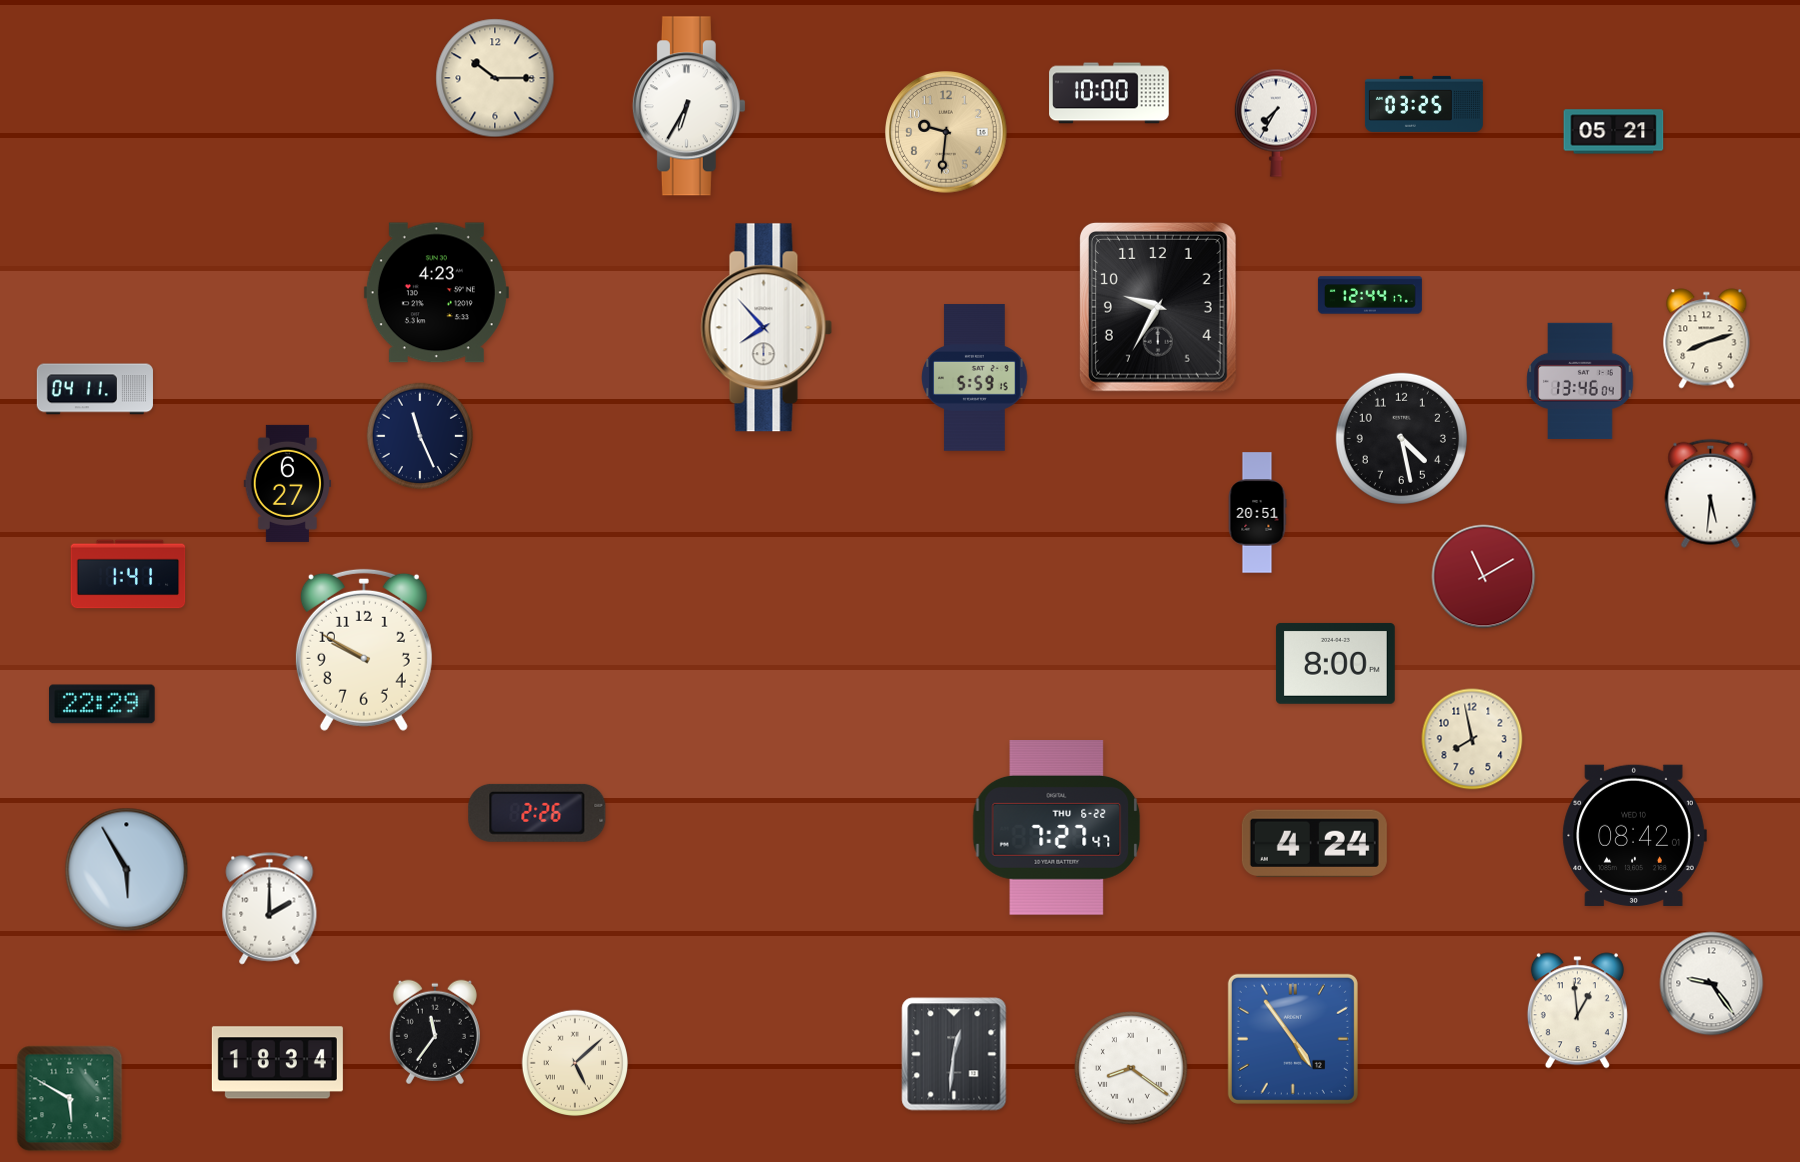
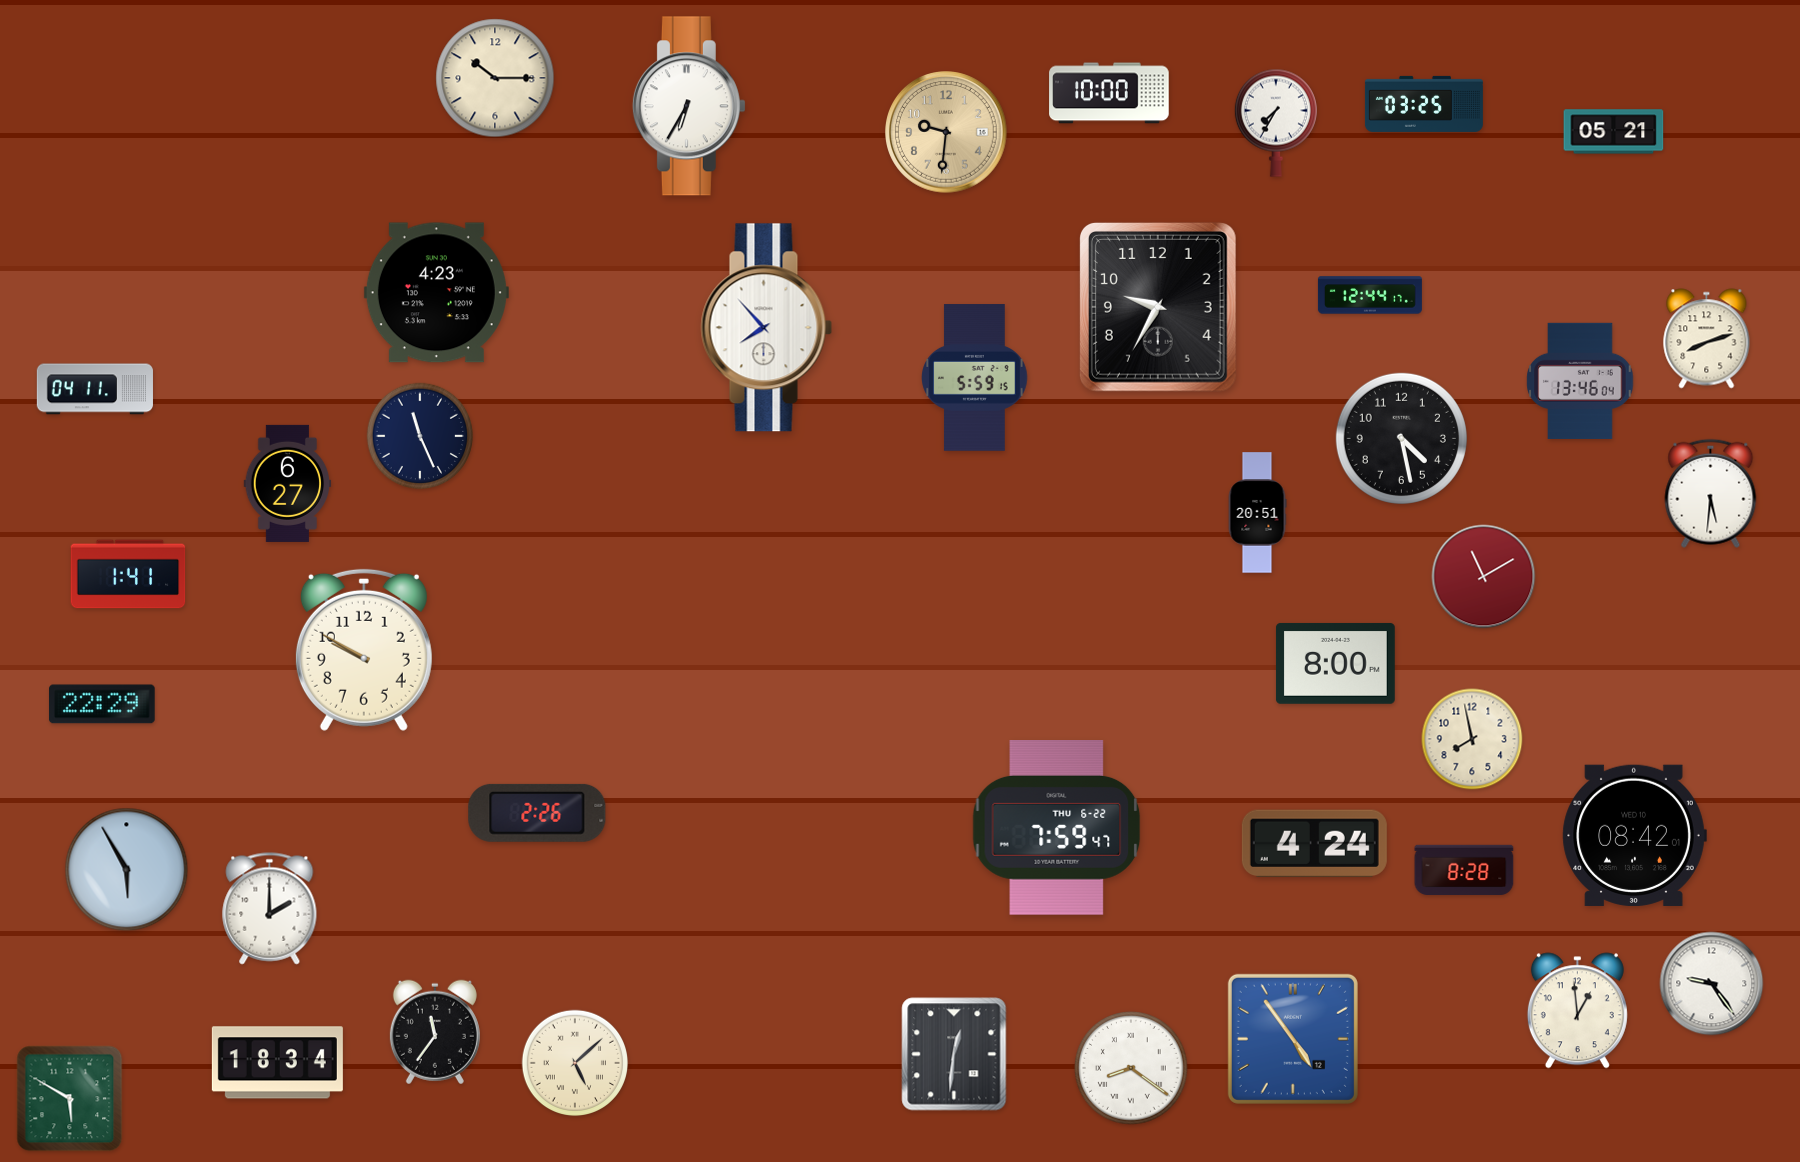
clock at (1057, 828): 7:27 -> 7:59
clock at (1464, 870): none -> 8:28
